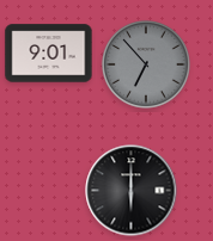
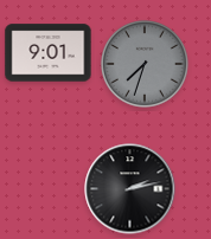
clock at (146, 64): 6:53 -> 7:33
clock at (132, 191): 6:00 -> 2:13
